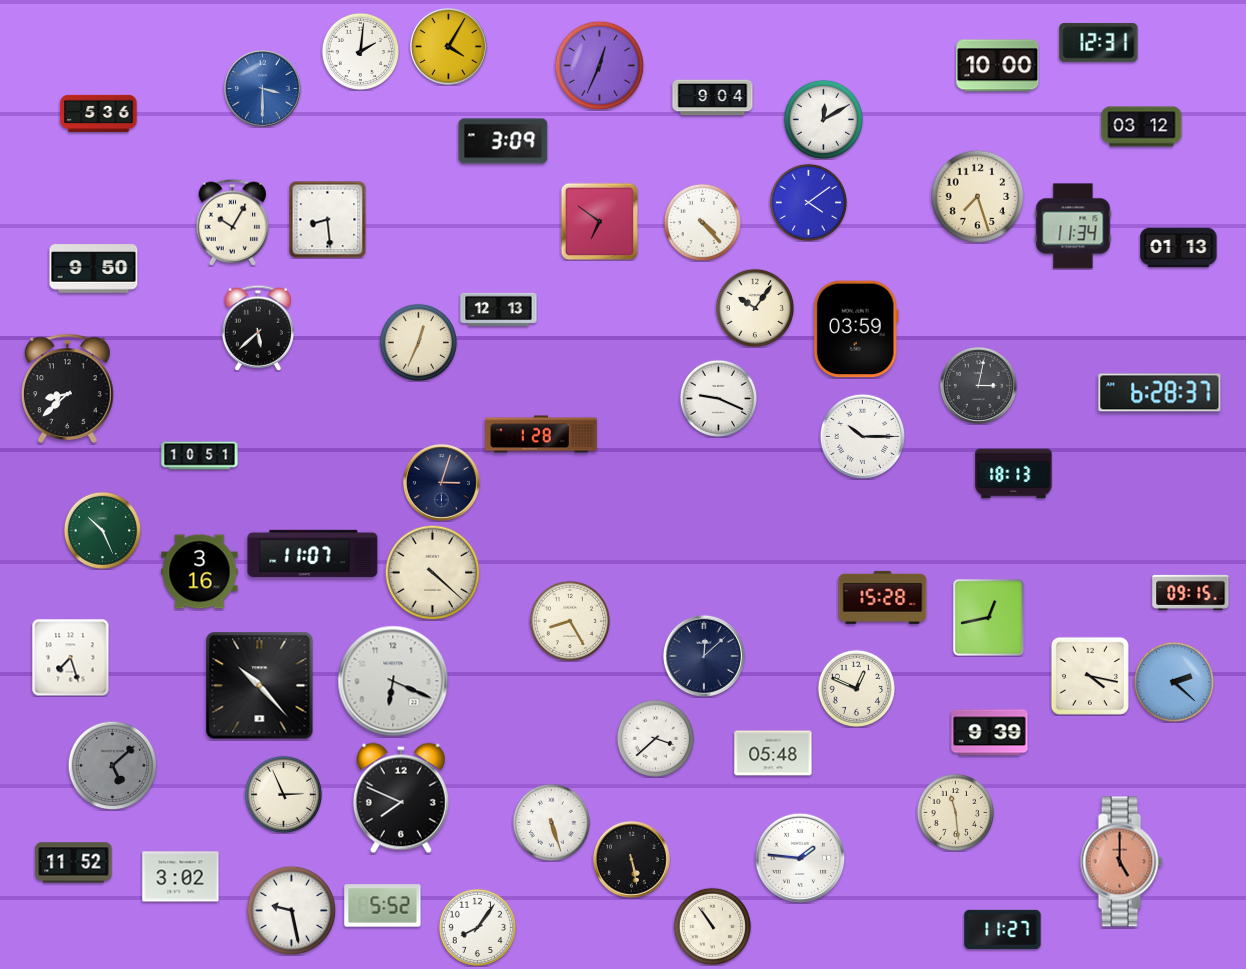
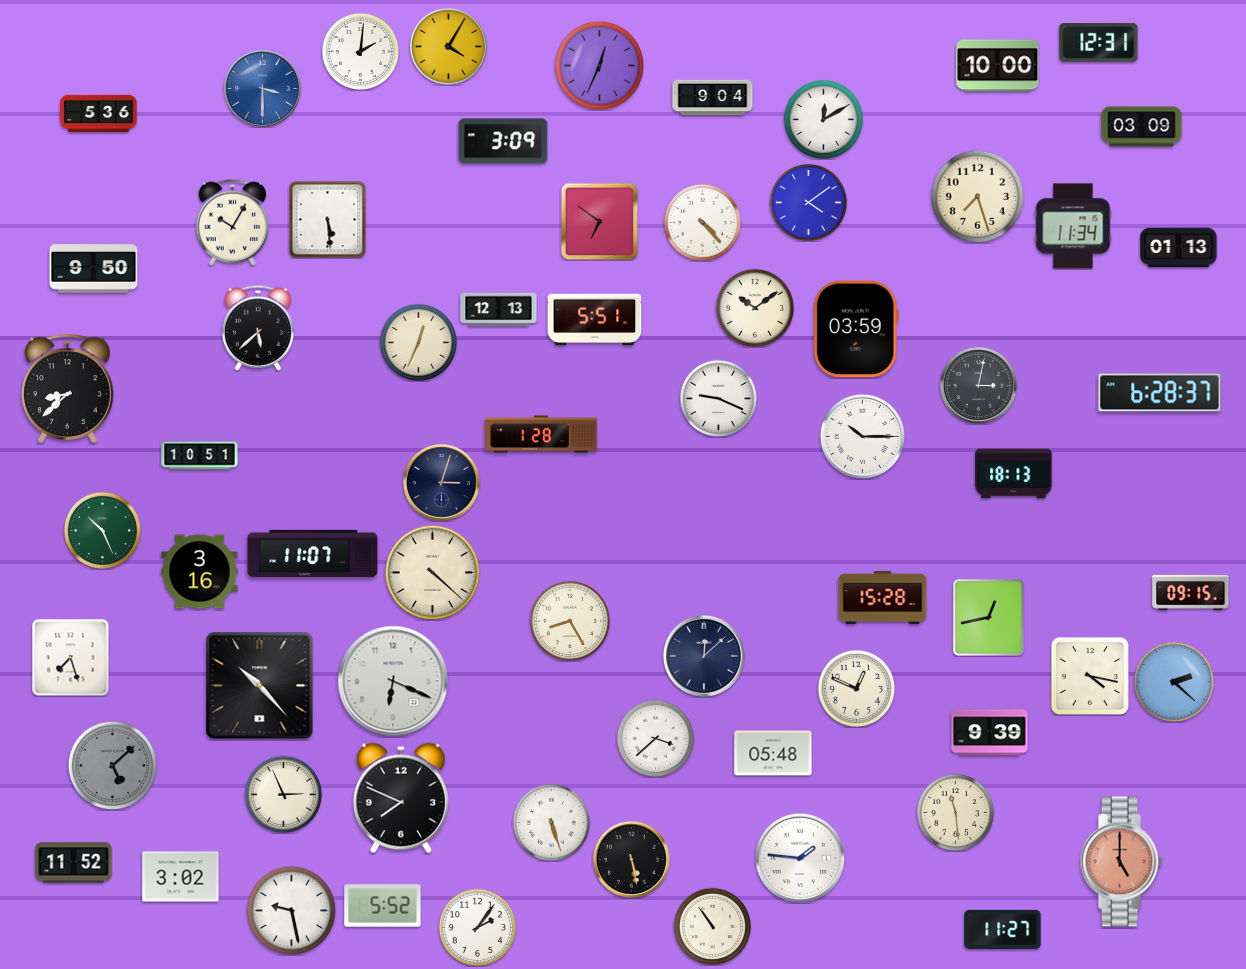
clock at (1142, 127): 03:12 -> 03:09
clock at (327, 219): 8:29 -> 5:29
clock at (754, 307): 10:06 -> 10:09
clock at (595, 320): none -> 5:51
clock at (477, 927): 8:06 -> 2:06
